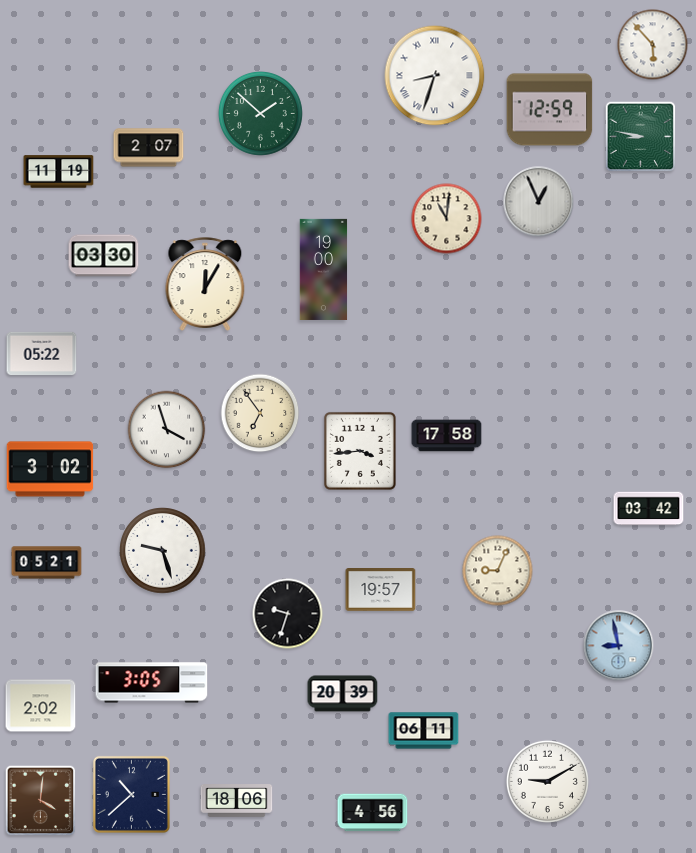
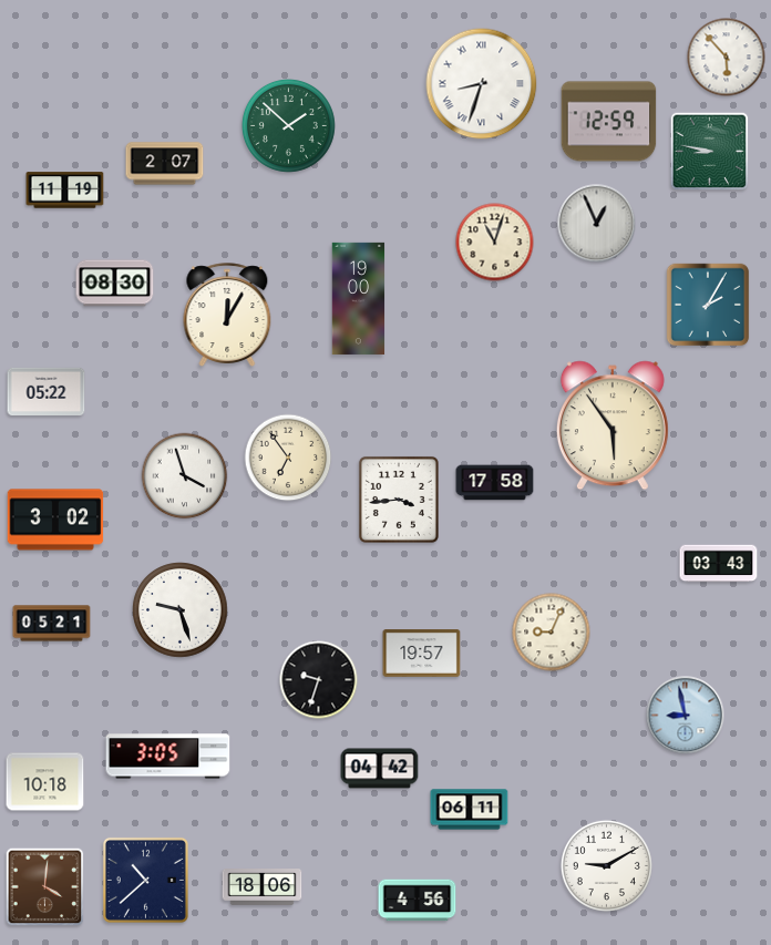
clock at (653, 45) position: (653, 45) -> (727, 58)
clock at (447, 219): 11:01 -> 11:03
clock at (104, 256): 03:30 -> 08:30
clock at (708, 305): none -> 2:05
clock at (613, 425): none -> 5:54
clock at (649, 509): 03:42 -> 03:43
clock at (343, 694): 20:39 -> 04:42
clock at (41, 706): 2:02 -> 10:18
clock at (373, 813) position: (373, 813) -> (418, 901)
